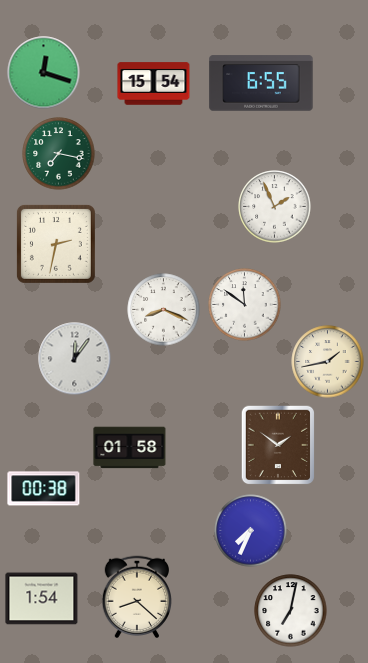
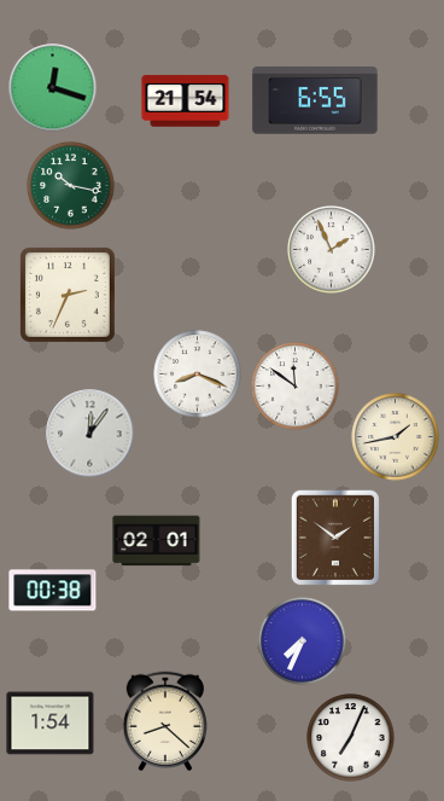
clock at (154, 84): 15:54 -> 21:54
clock at (59, 154): 7:17 -> 10:17
clock at (56, 244): 2:32 -> 2:34
clock at (245, 305) position: (245, 305) -> (296, 387)
clock at (130, 448): 01:58 -> 02:01
clock at (291, 611): 7:02 -> 7:04
